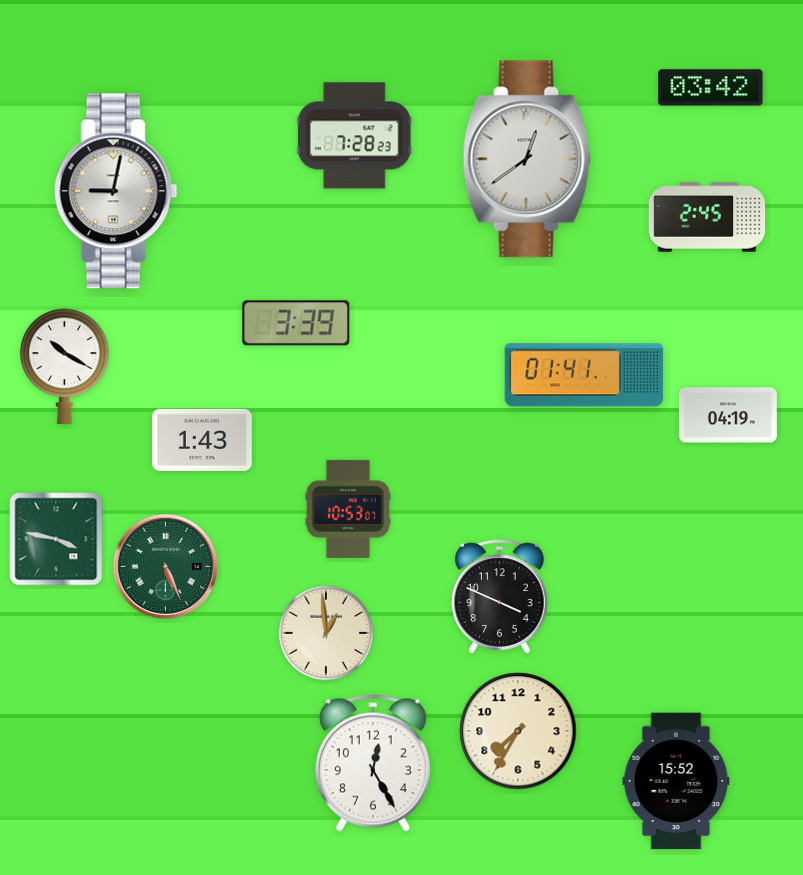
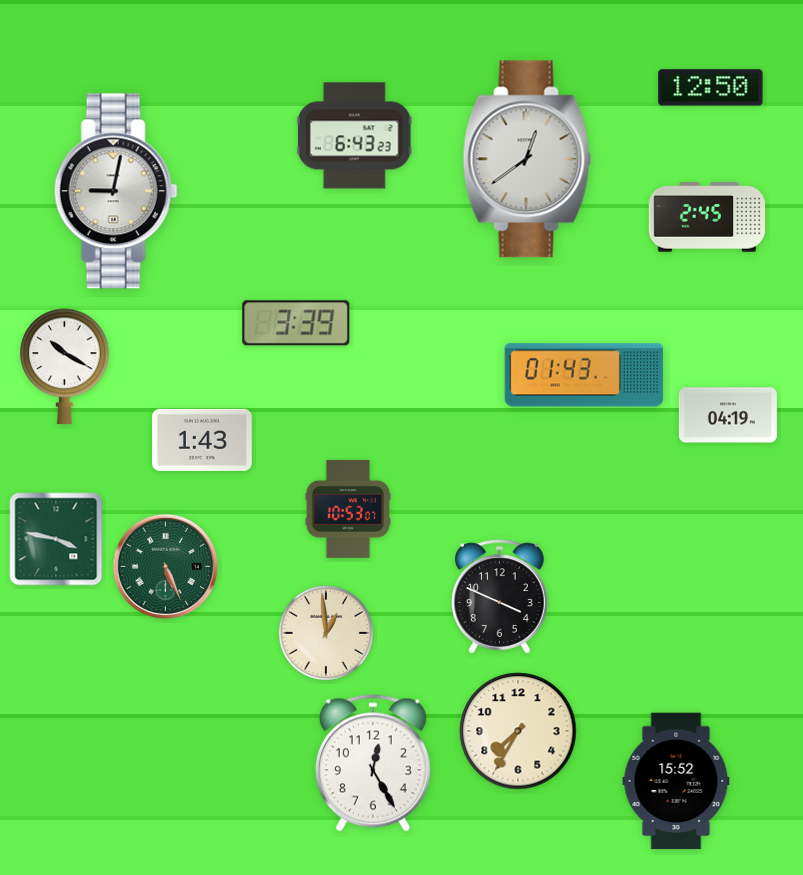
clock at (711, 88): 03:42 -> 12:50
clock at (354, 136): 7:28 -> 6:43
clock at (584, 375): 01:41 -> 01:43
